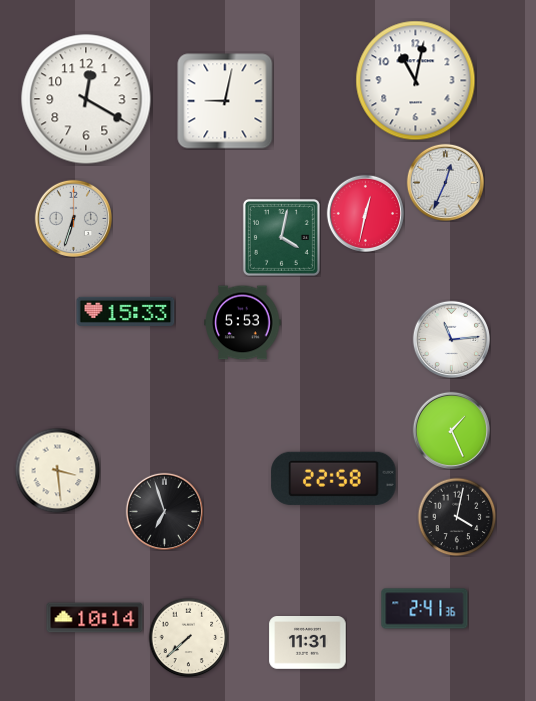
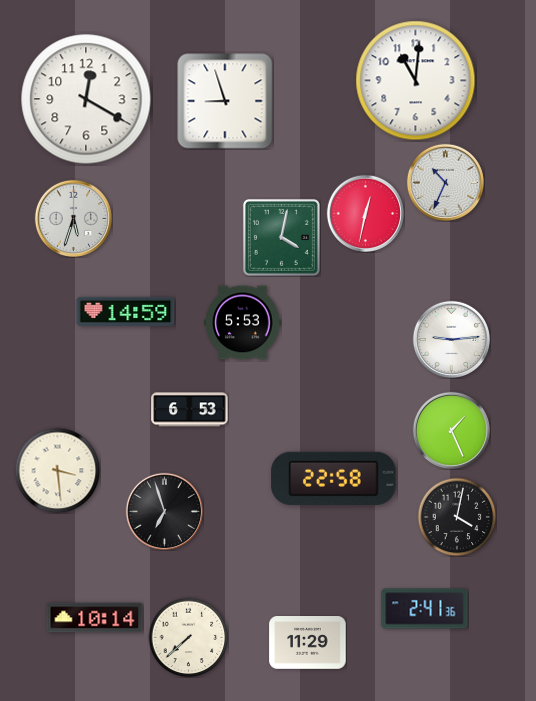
clock at (416, 81): 11:02 -> 11:01
clock at (225, 101): 9:02 -> 8:57
clock at (445, 182): 12:34 -> 10:34
clock at (73, 218): 6:33 -> 5:33
clock at (126, 311): 15:33 -> 14:59
clock at (451, 339): 11:14 -> 9:14
clock at (190, 410): none -> 6:53
clock at (308, 643): 11:31 -> 11:29
